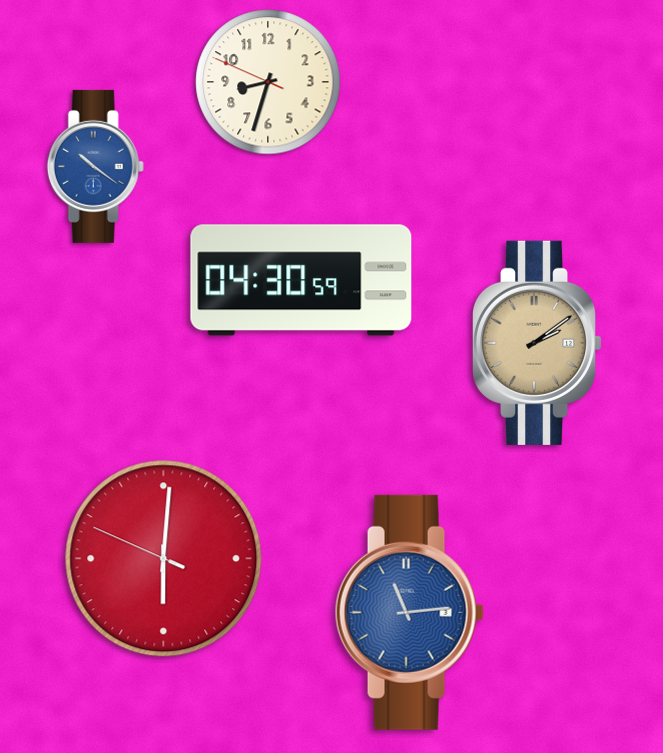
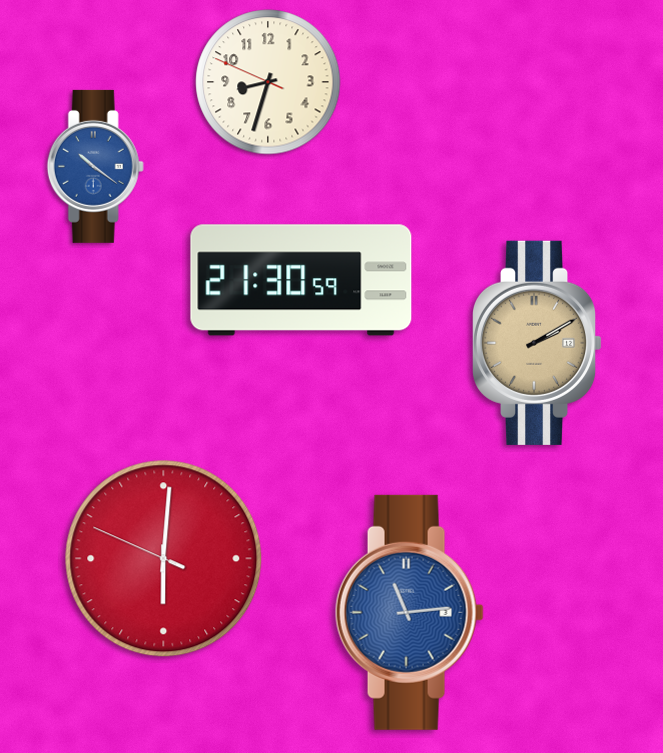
clock at (301, 280): 04:30 -> 21:30
clock at (537, 343): 2:09 -> 2:10
